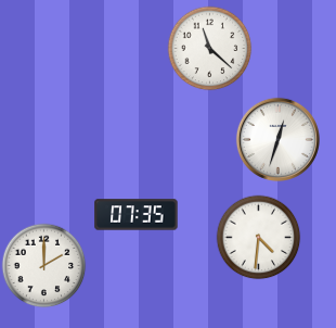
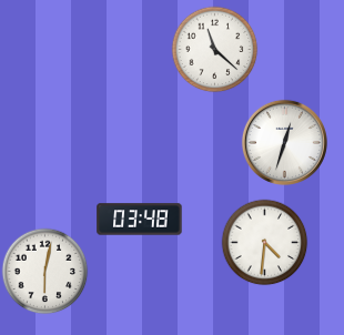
clock at (137, 215): 07:35 -> 03:48
clock at (43, 265): 2:00 -> 6:02
